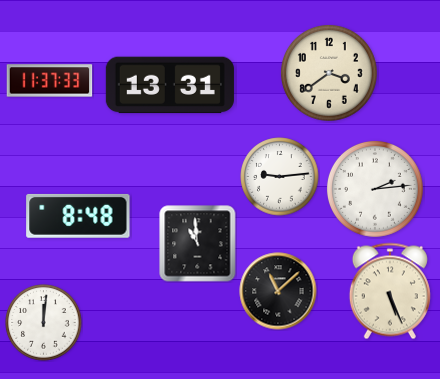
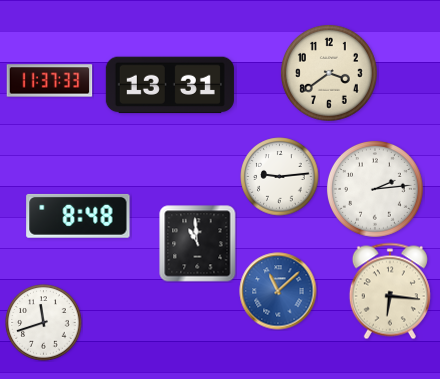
clock at (278, 291) dial: black -> blue
clock at (390, 291): 5:26 -> 6:16
clock at (44, 323): 12:01 -> 11:42
